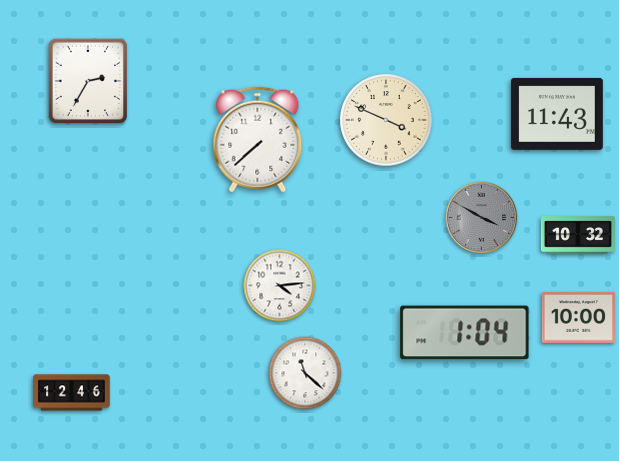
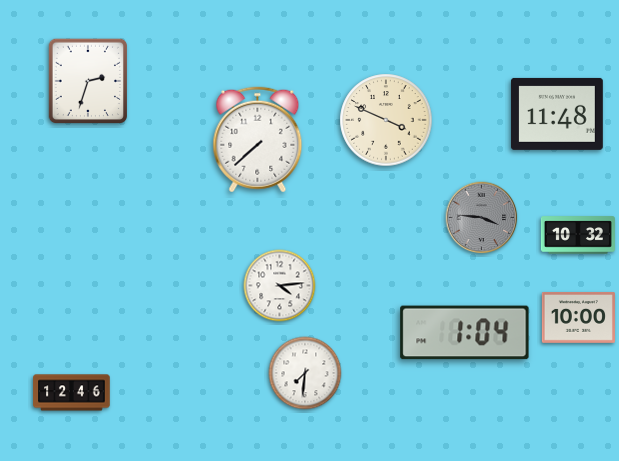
clock at (87, 80): 2:35 -> 2:33
clock at (557, 114): 11:43 -> 11:48
clock at (482, 218): 3:50 -> 3:46
clock at (305, 373): 11:22 -> 7:31
